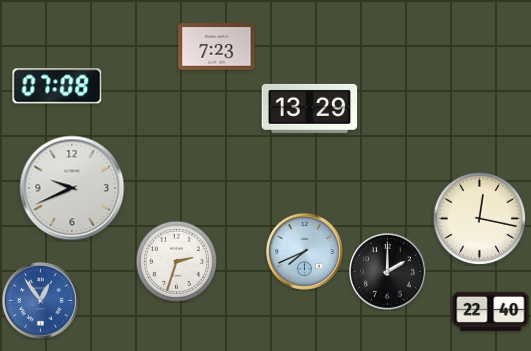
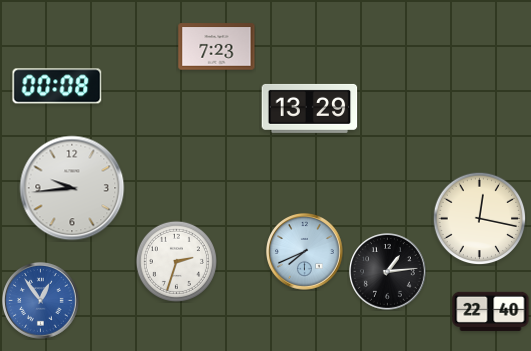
clock at (57, 86): 07:08 -> 00:08
clock at (72, 188): 9:41 -> 9:44
clock at (388, 272): 2:00 -> 1:14
